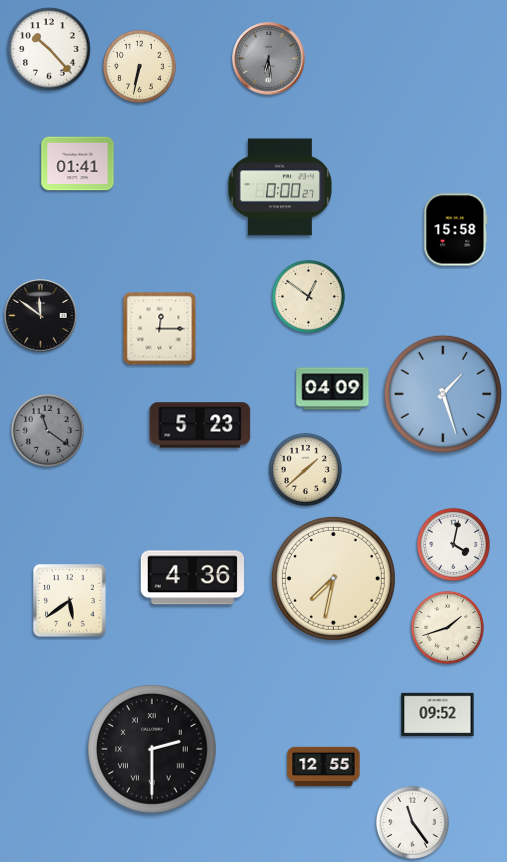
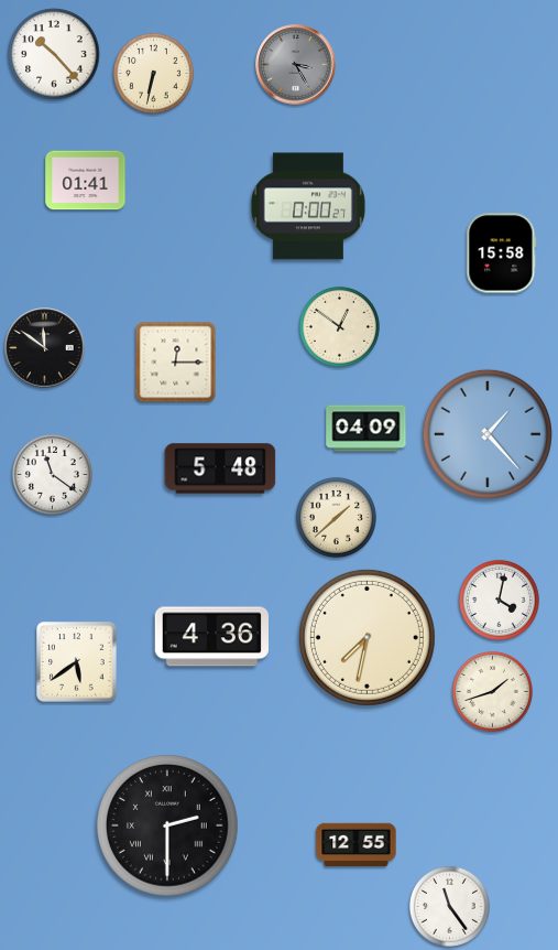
clock at (269, 59): 6:29 -> 3:25
clock at (443, 394): 1:27 -> 1:23
clock at (200, 425): 5:23 -> 5:48
clock at (47, 430) dial: grey -> white
clock at (438, 714): 09:52 -> none
clock at (412, 822) position: (412, 822) -> (449, 906)
